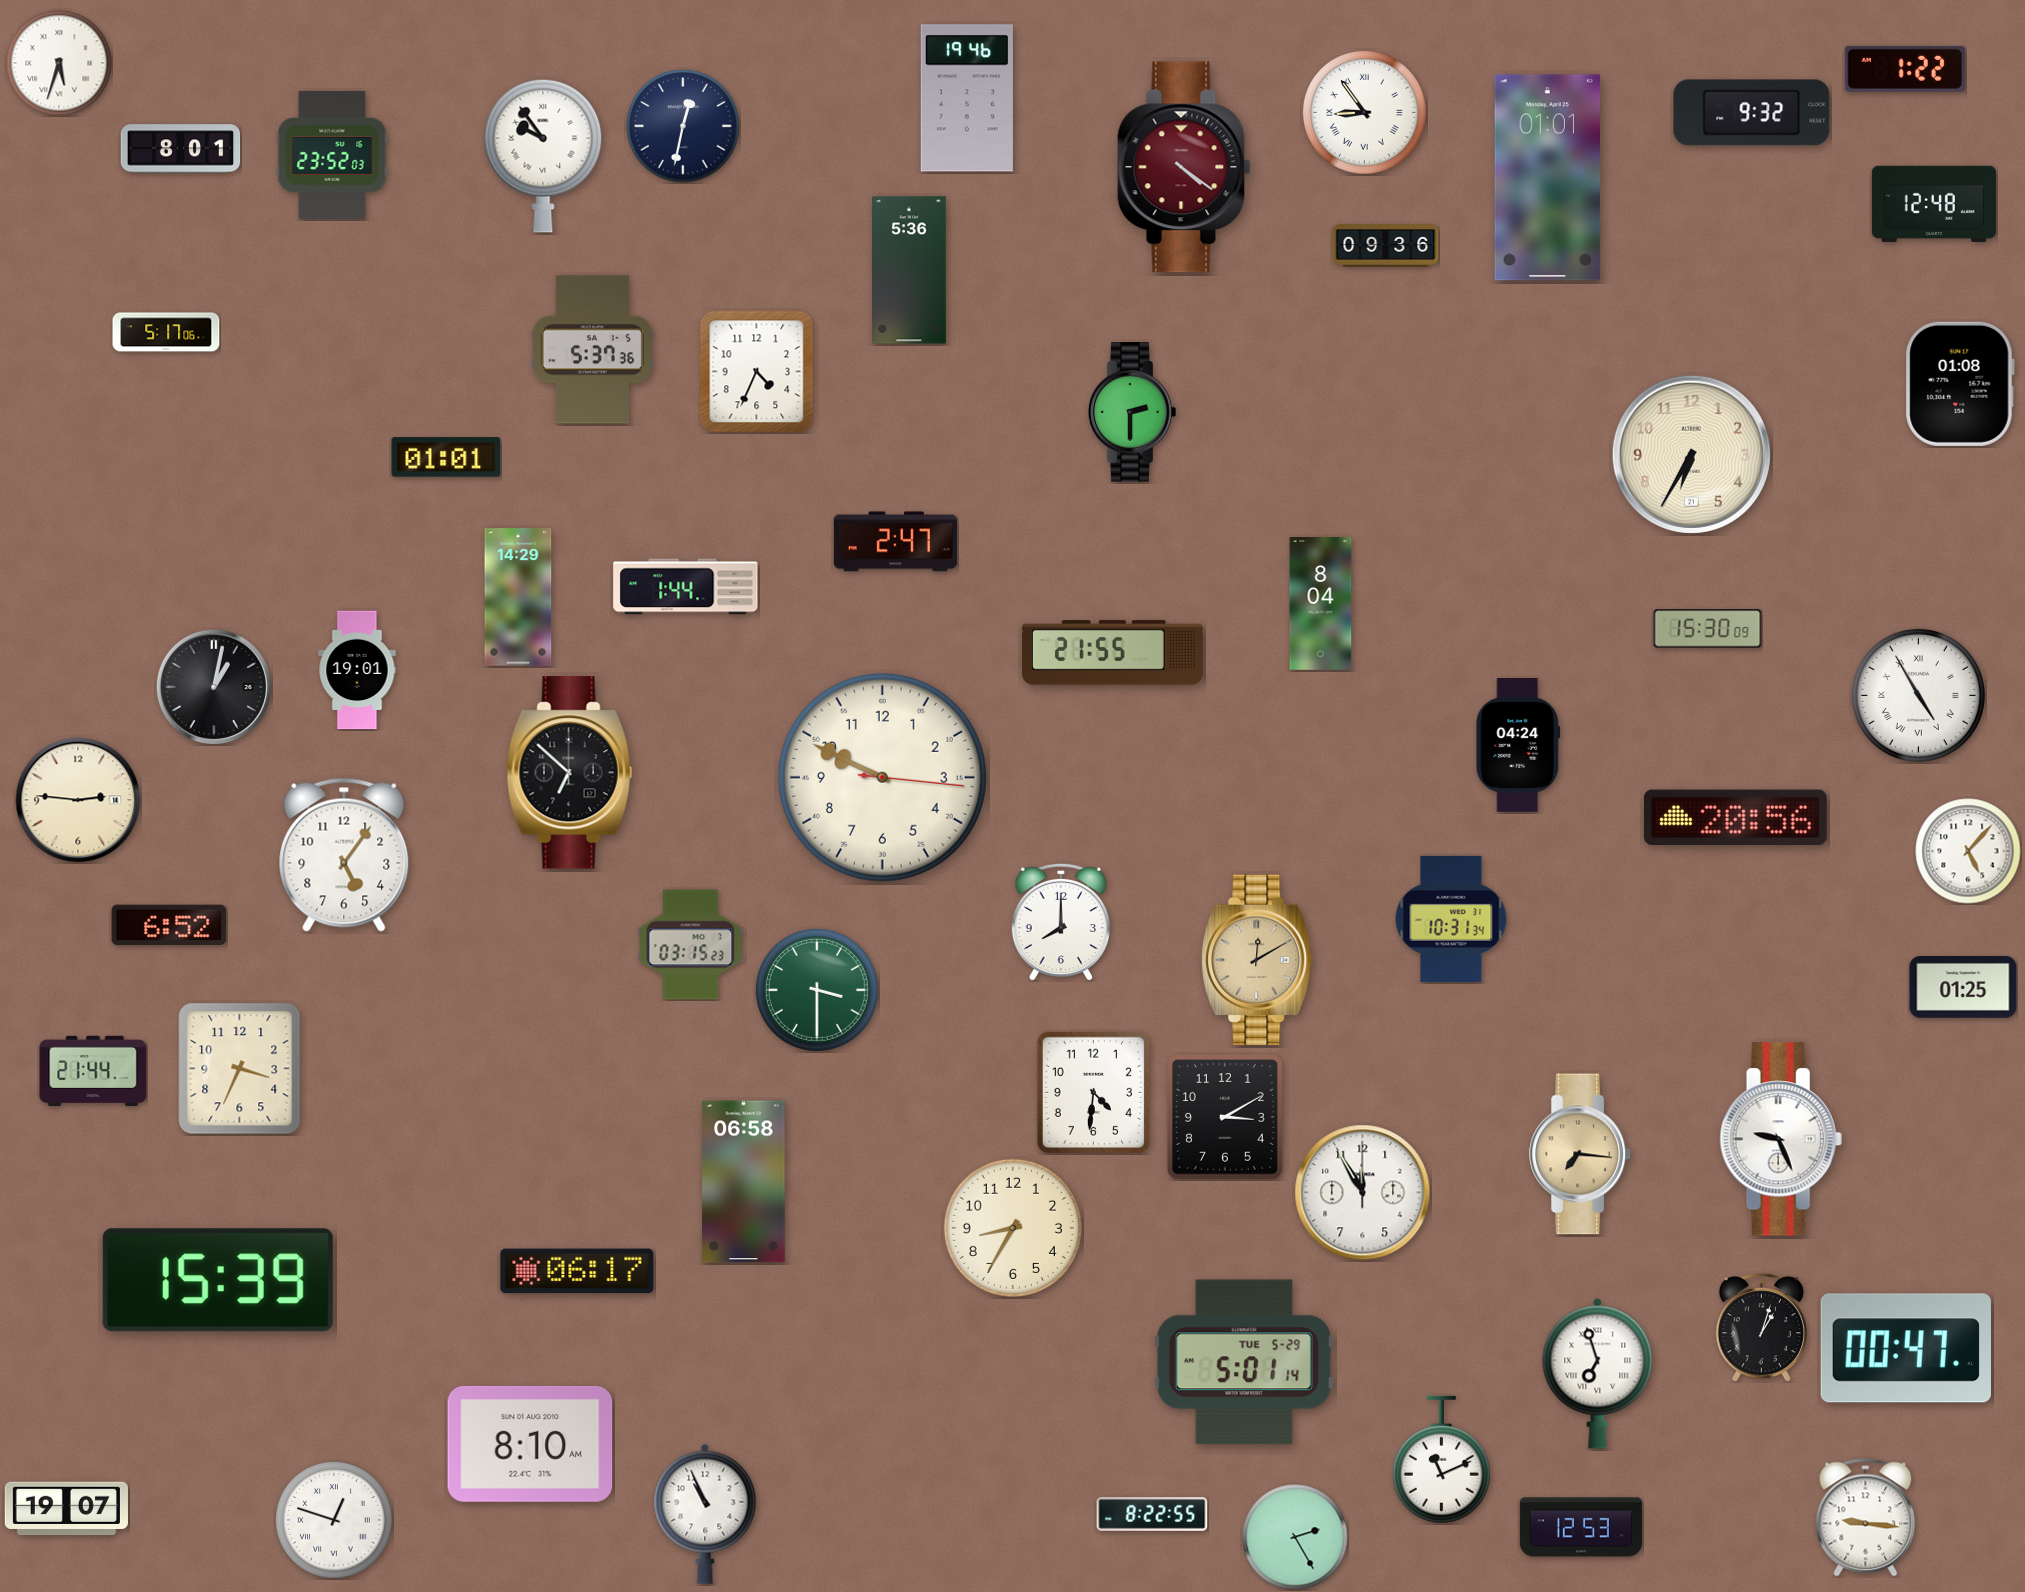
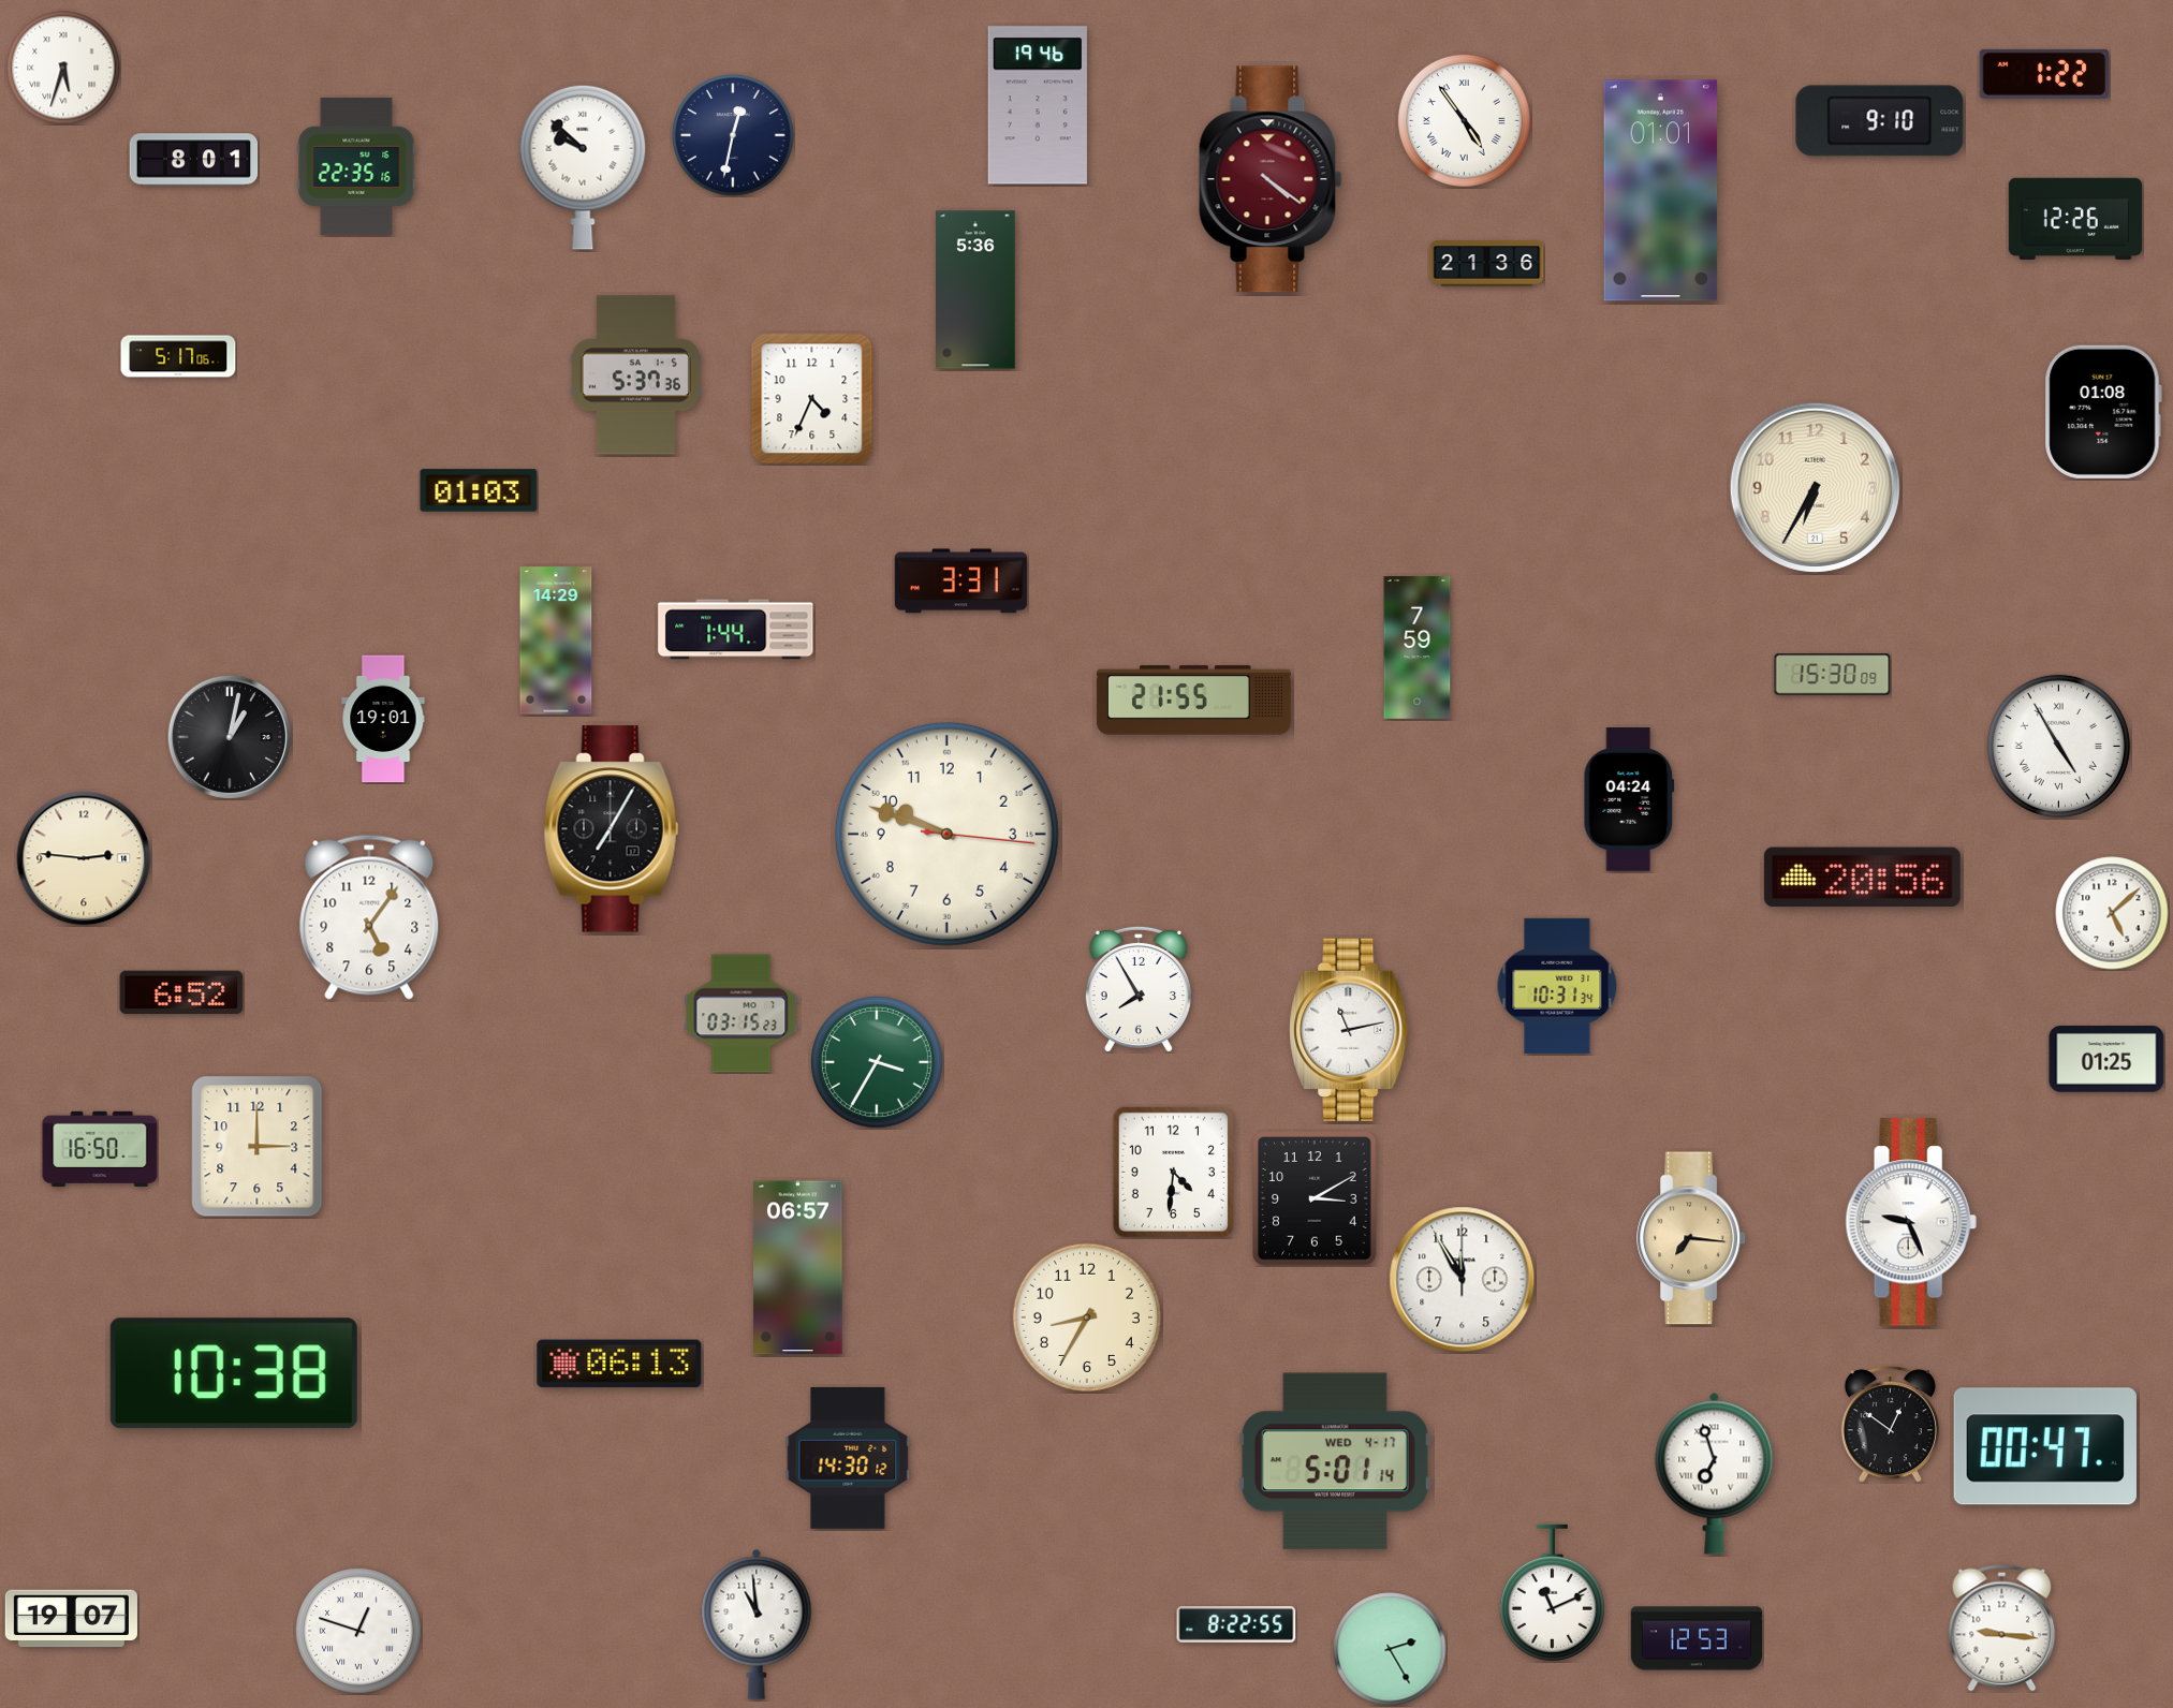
clock at (1364, 112): 8:54 -> 4:54
clock at (1752, 113): 9:32 -> 9:10
clock at (332, 155): 23:52 -> 22:35
clock at (543, 156): 9:54 -> 9:52
clock at (1934, 204): 12:48 -> 12:26
clock at (1386, 246): 09:36 -> 21:36
clock at (1132, 412): 2:30 -> none
clock at (446, 457): 01:01 -> 01:03
clock at (895, 542): 2:47 -> 3:31
clock at (1321, 604): 8:04 -> 7:59
clock at (569, 773): 6:52 -> 7:05
clock at (882, 777): 9:49 -> 9:48
clock at (1968, 851): 5:07 -> 5:08
clock at (1061, 922): 8:00 -> 7:55
clock at (1257, 959): 12:10 -> 11:13
clock at (1257, 959) dial: champagne -> white
clock at (817, 990): 3:30 -> 3:35
clock at (240, 1069): 3:34 -> 3:00
clock at (93, 1070): 21:44 -> 16:50
clock at (1581, 1154) position: (1581, 1154) -> (1692, 1238)
clock at (744, 1182): 06:58 -> 06:57
clock at (577, 1271): 06:17 -> 06:13
clock at (218, 1280): 15:39 -> 10:38
clock at (1761, 1328): 1:03 -> 12:51
clock at (848, 1458): none -> 14:30
clock at (1244, 1362) date: TUE 5-29 -> WED 4-17
clock at (530, 1444): 8:10 -> none
clock at (1441, 1460) position: (1441, 1460) -> (1552, 1593)
clock at (705, 1514): 10:56 -> 10:59
